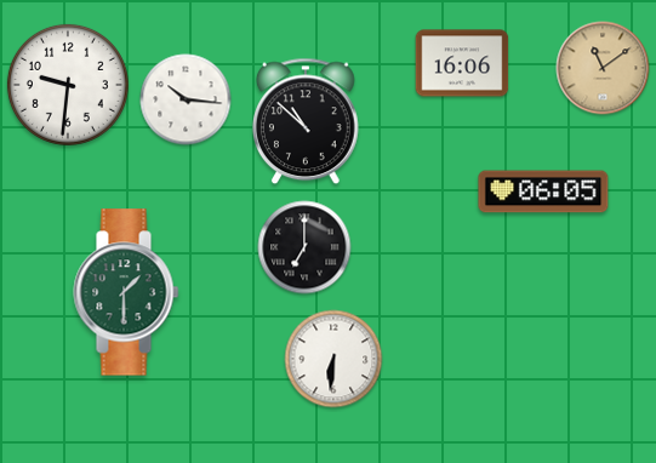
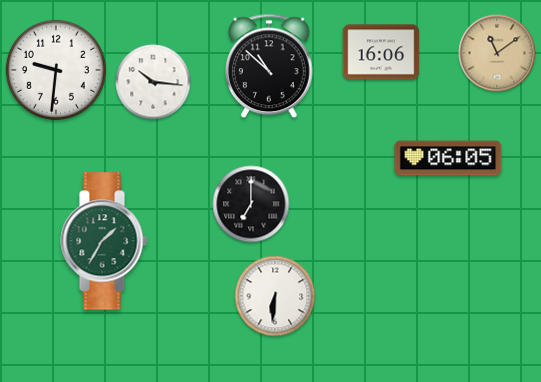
clock at (603, 68) position: (603, 68) -> (497, 53)
clock at (307, 121) position: (307, 121) -> (270, 66)
clock at (126, 292): 1:30 -> 1:35
